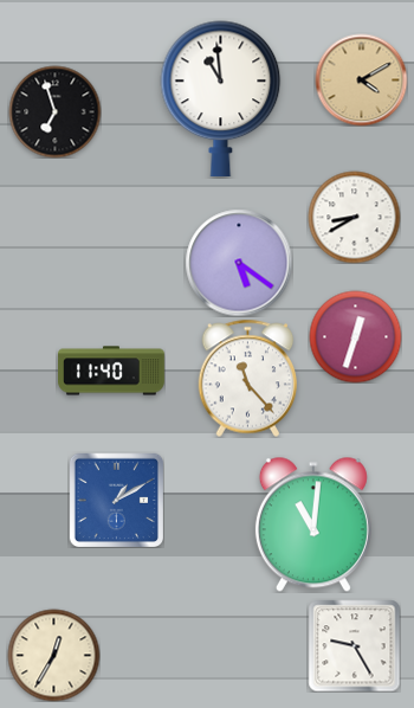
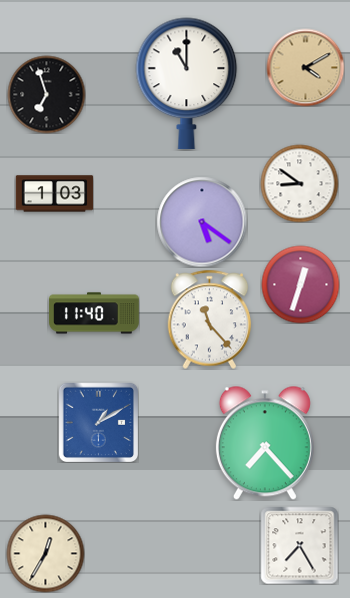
clock at (221, 99): 10:59 -> 11:00
clock at (354, 217): 8:40 -> 8:51
clock at (54, 194): none -> 1:03
clock at (313, 524): 11:01 -> 7:23
clock at (354, 645): 9:25 -> 7:25
